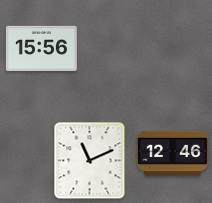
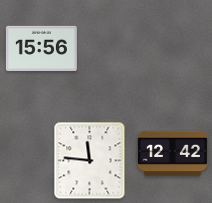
clock at (172, 154): 12:46 -> 12:42
clock at (90, 161): 11:11 -> 11:46
